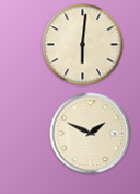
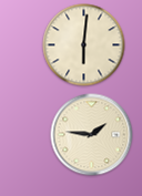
clock at (91, 134): 1:49 -> 1:46
